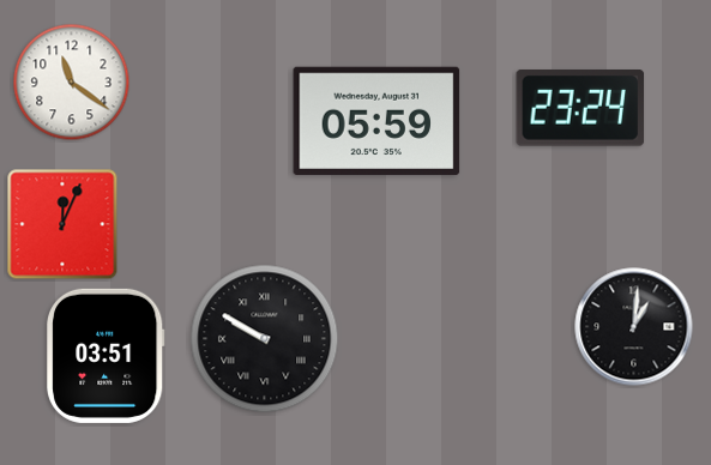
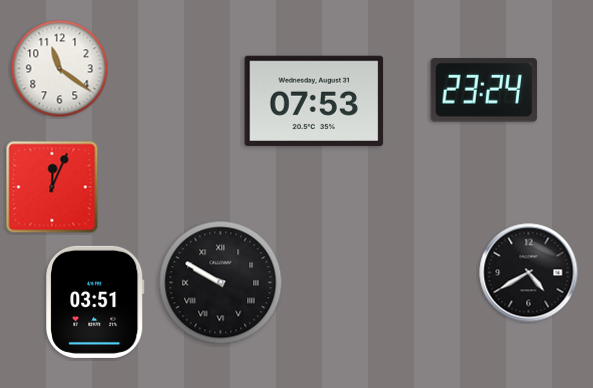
clock at (376, 121): 05:59 -> 07:53
clock at (634, 327): 1:01 -> 4:40
clock at (106, 356) position: (106, 356) -> (95, 302)
